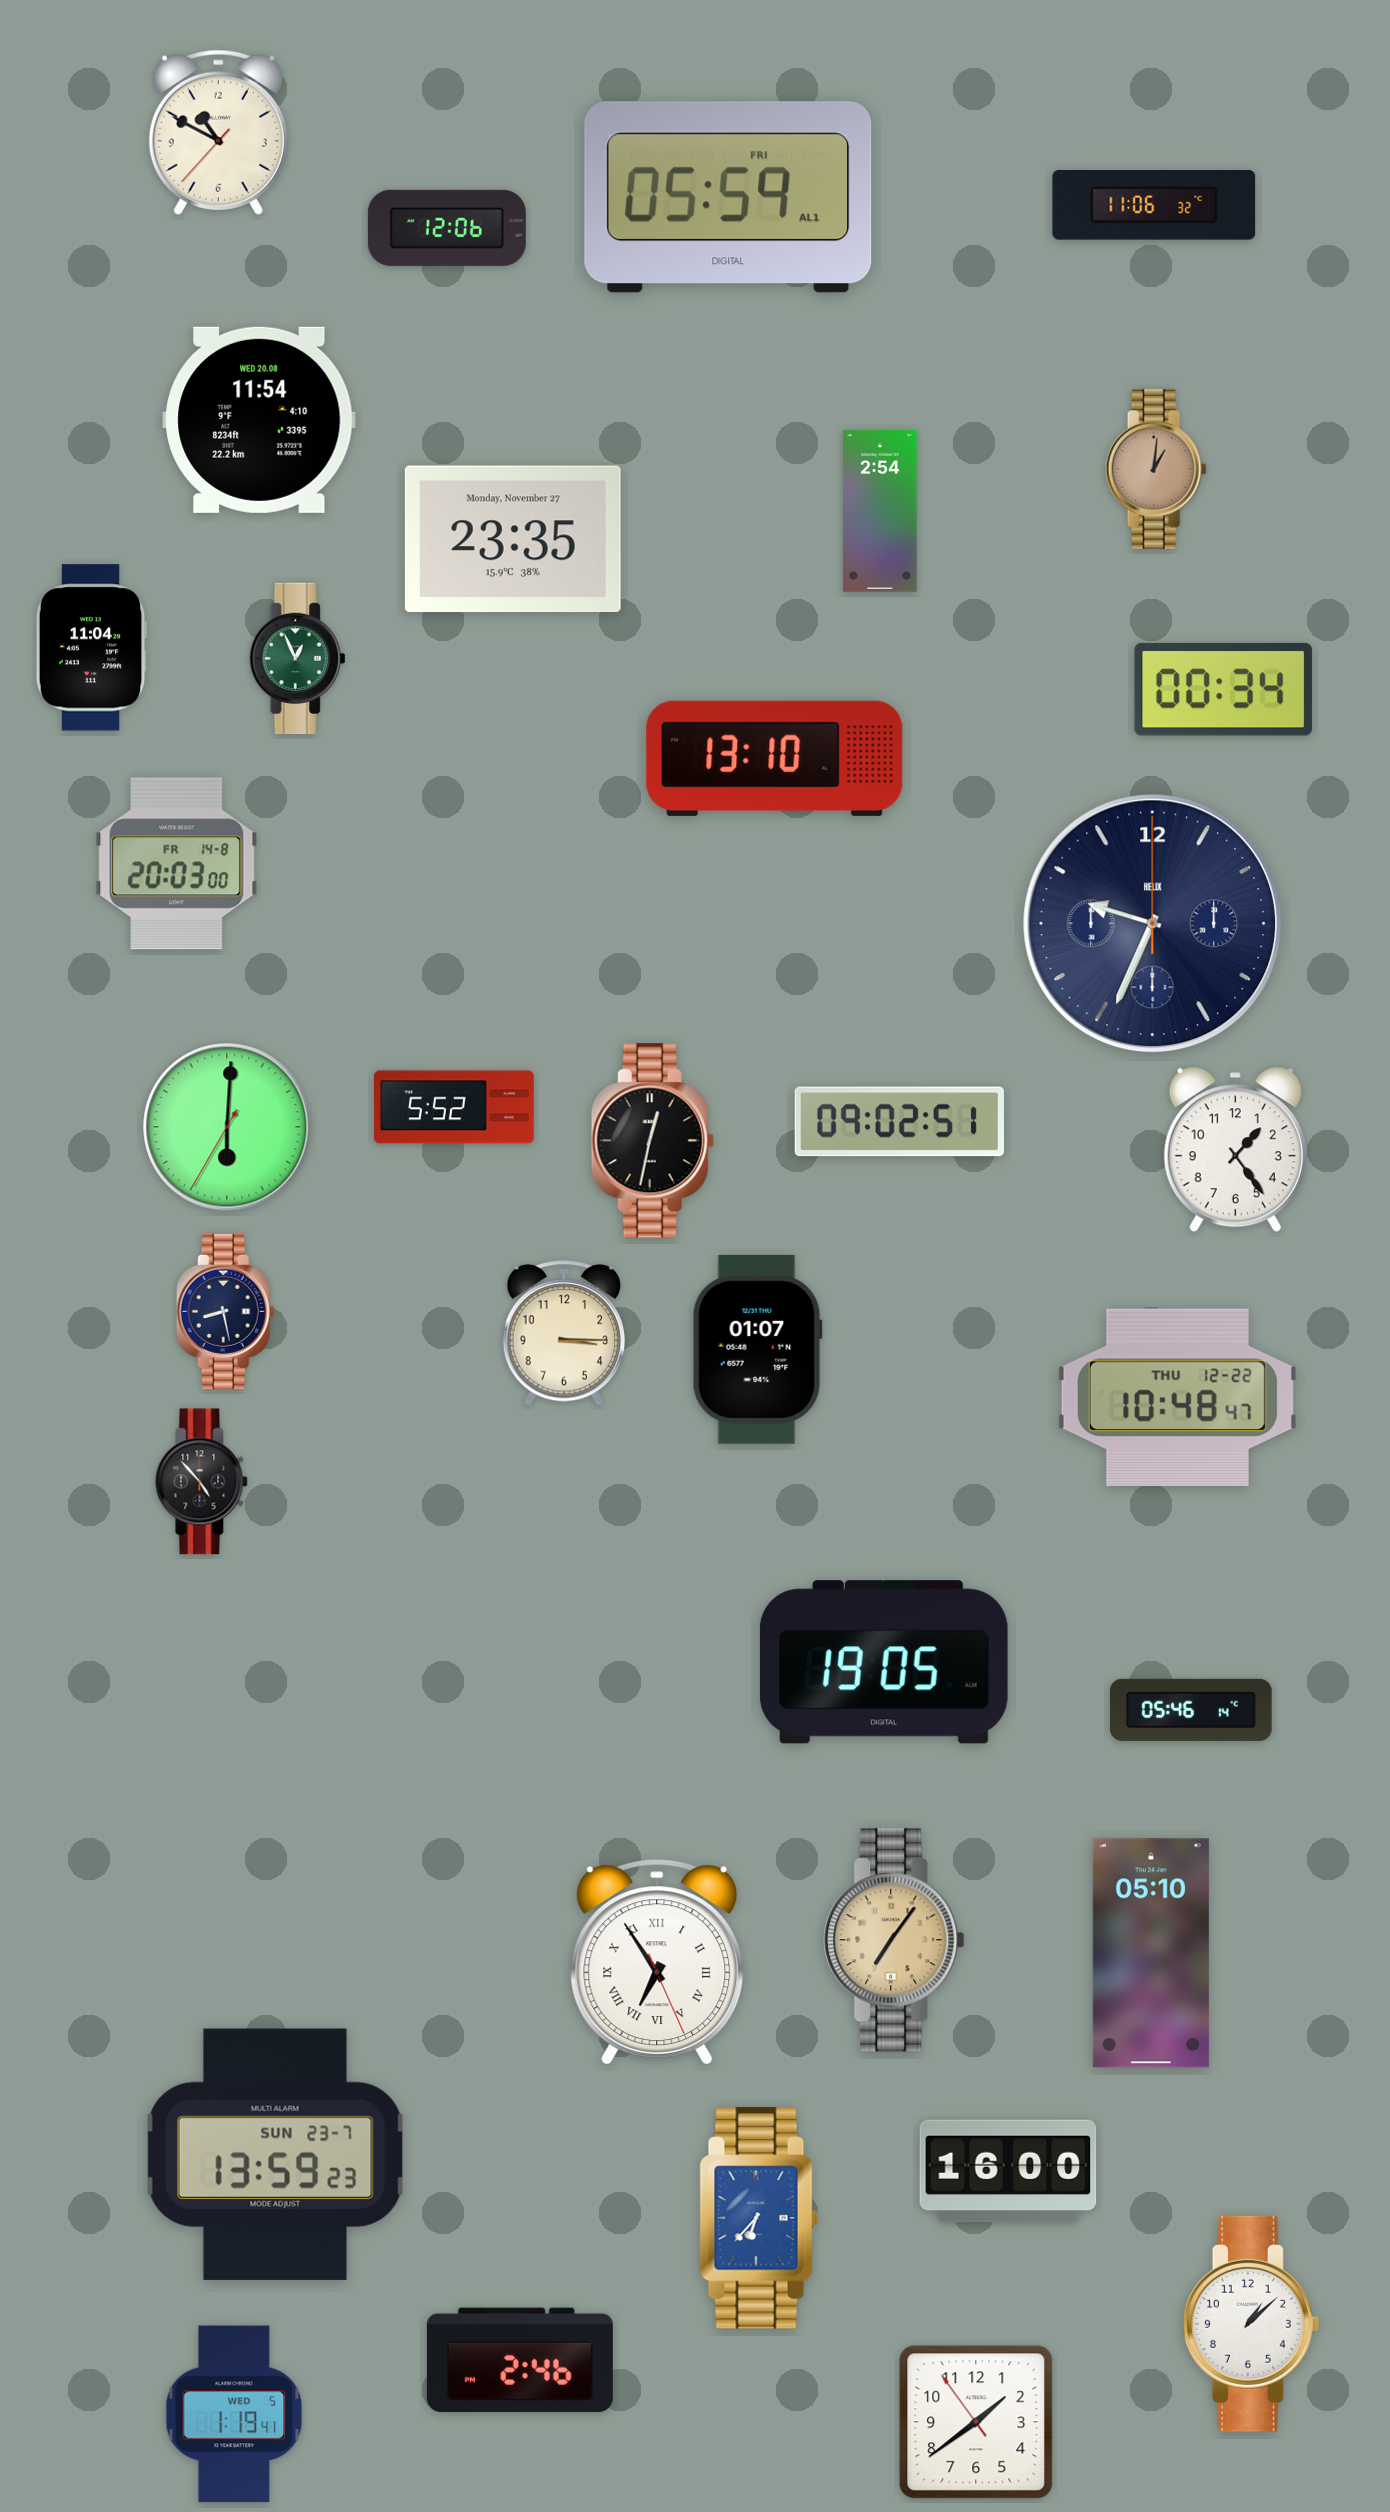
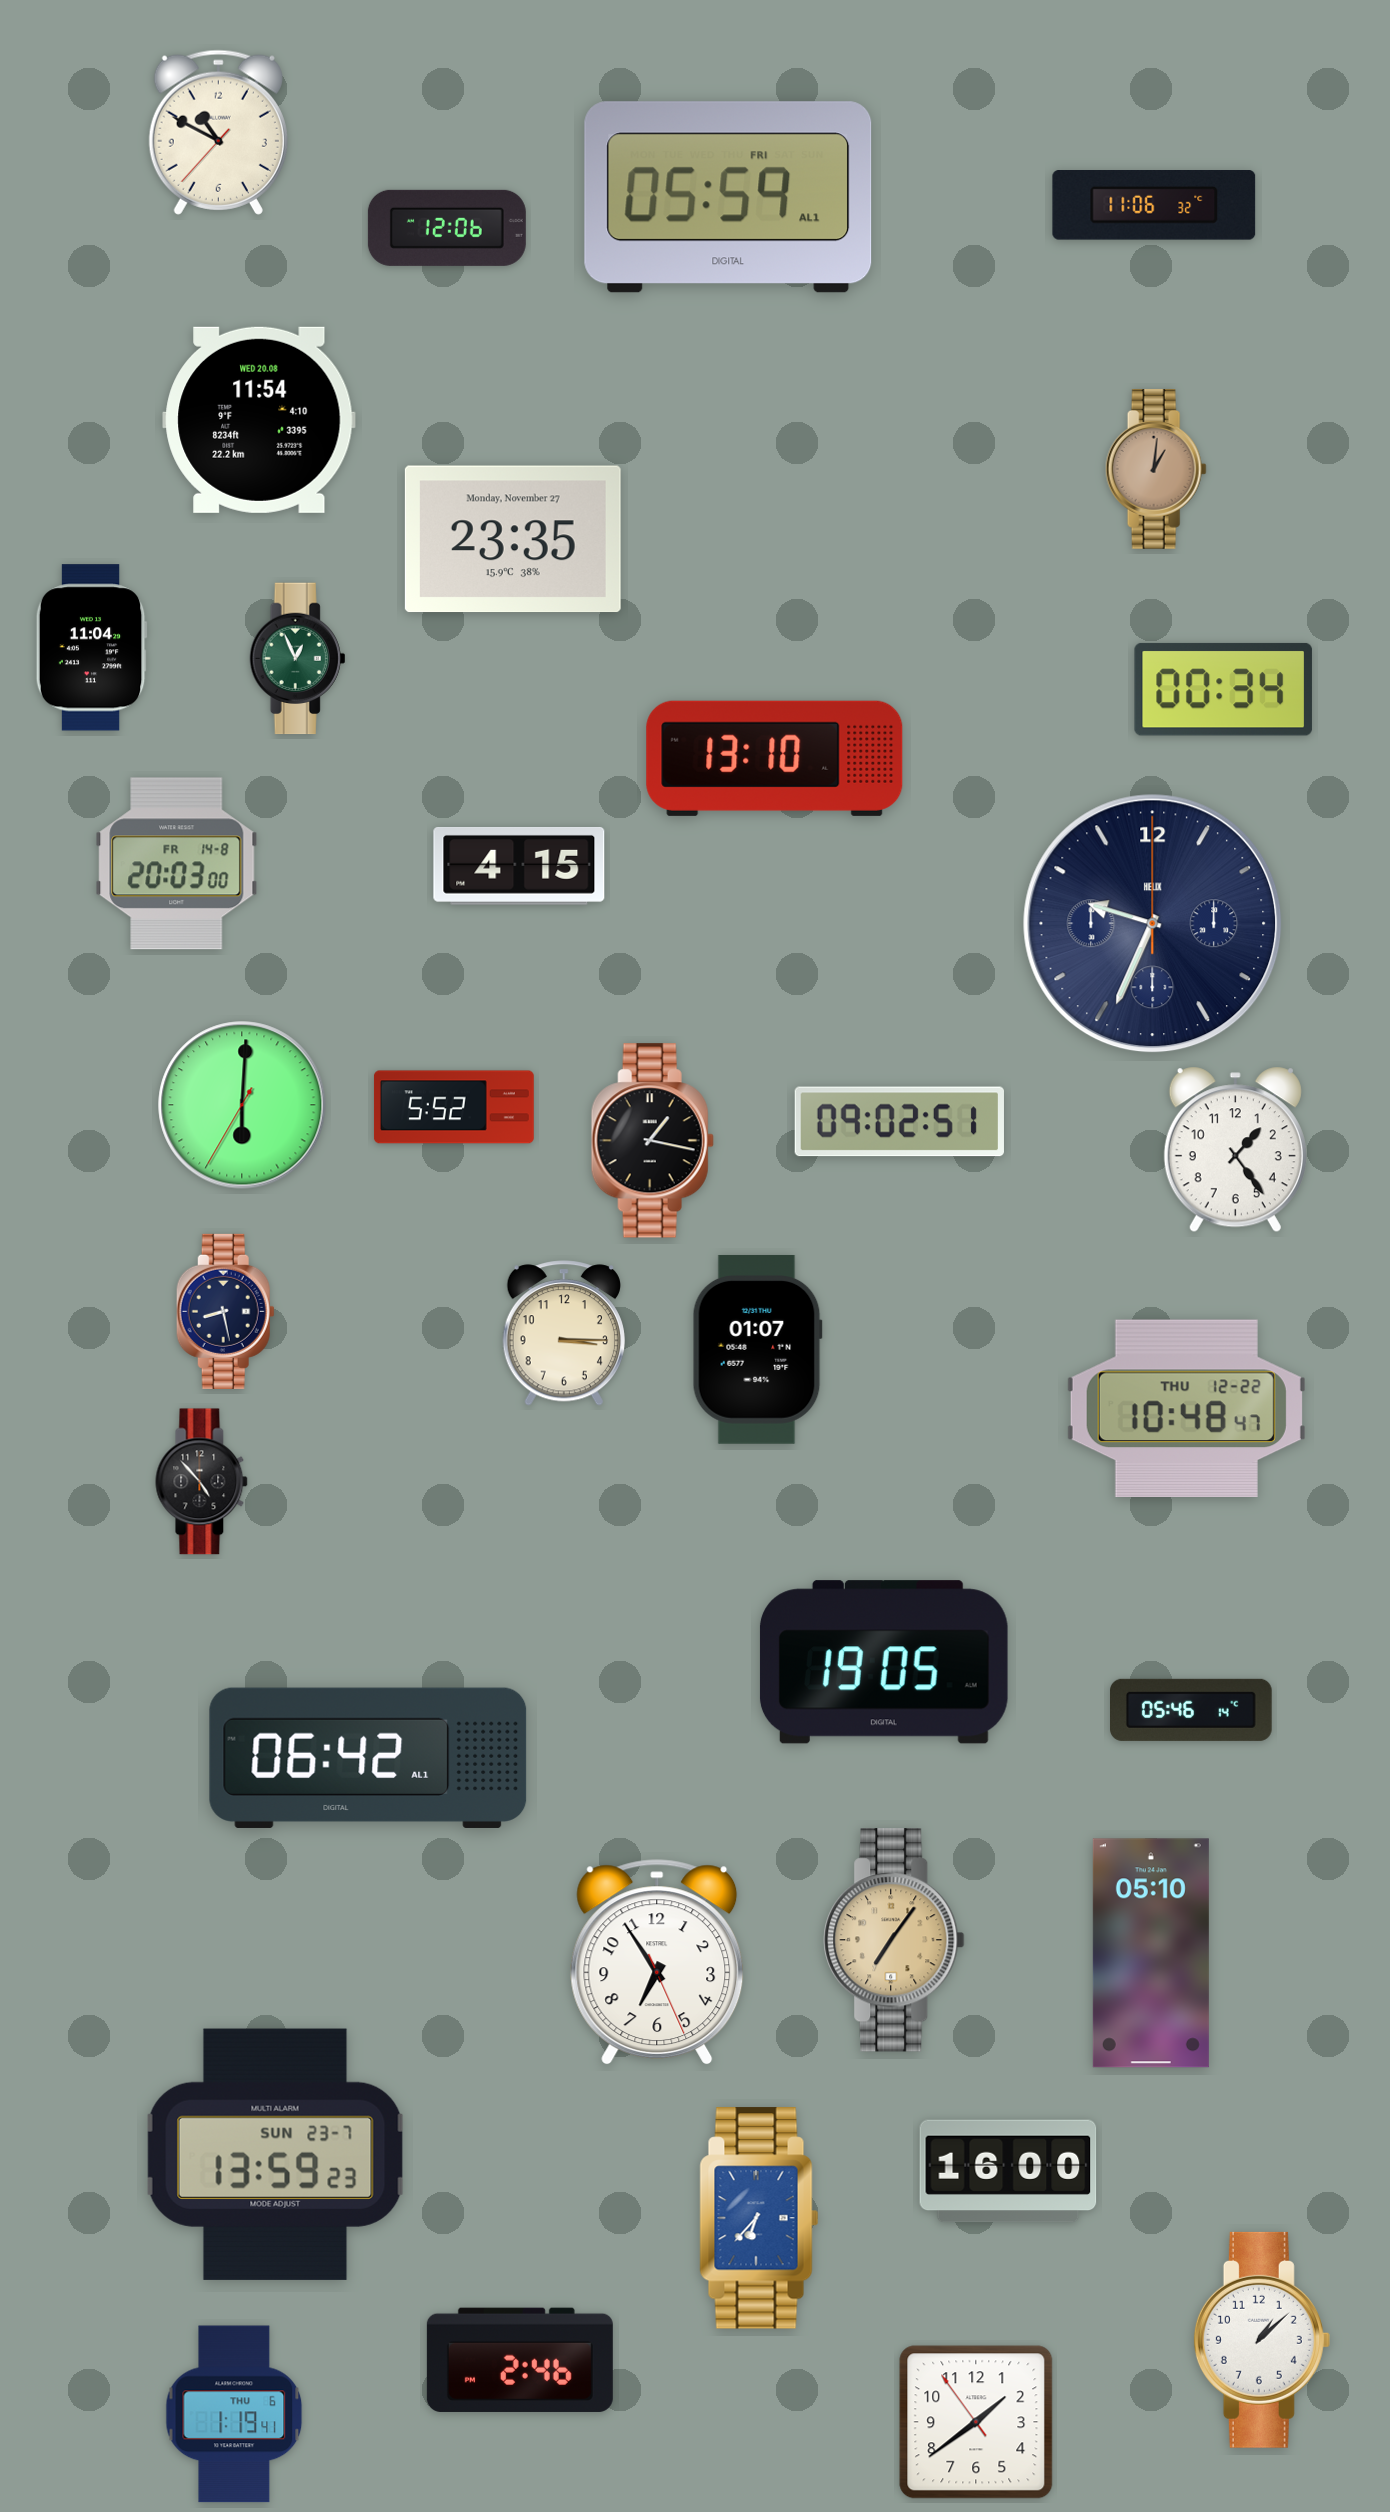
clock at (880, 511): 2:54 -> none
clock at (519, 866): none -> 4:15
clock at (227, 1127) position: (227, 1127) -> (242, 1105)
clock at (652, 1141): 12:32 -> 1:17
clock at (1177, 1397) position: (1177, 1397) -> (1186, 1408)
clock at (368, 1758): none -> 06:42
clock at (657, 1962) numerals: Roman -> Arabic
clock at (1251, 2324) position: (1251, 2324) -> (1262, 2340)
clock at (234, 2414) date: WED 5 -> THU 6
